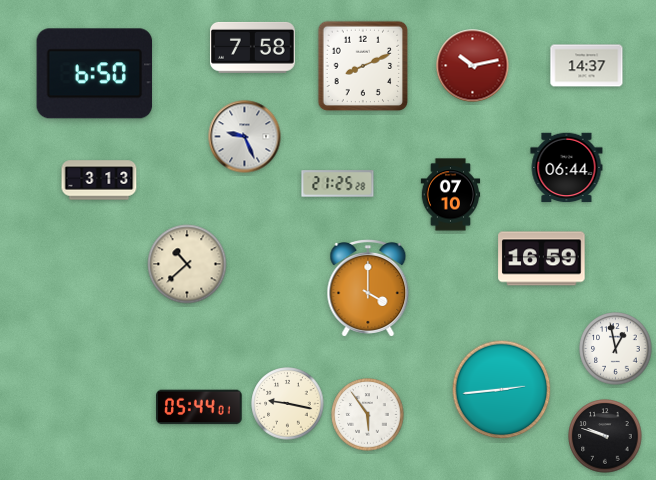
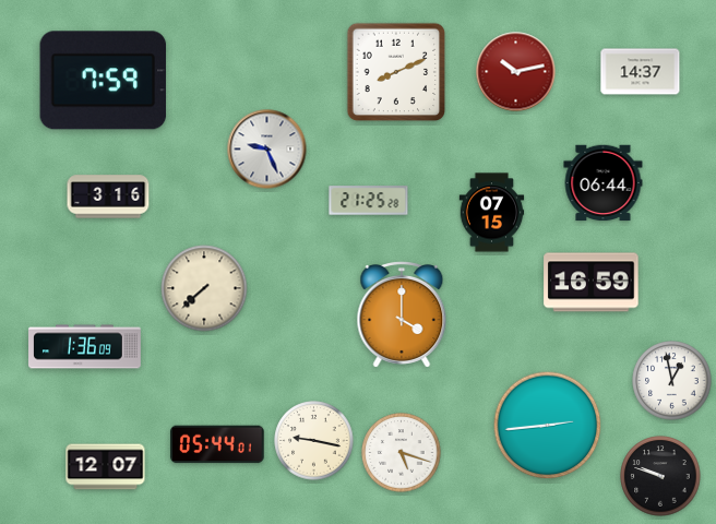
clock at (253, 47): 7:58 -> none
clock at (95, 74): 6:50 -> 7:59
clock at (567, 168) position: (567, 168) -> (604, 183)
clock at (99, 180): 3:13 -> 3:16
clock at (451, 195): 07:10 -> 07:15
clock at (187, 264): 10:38 -> 7:38
clock at (85, 347): none -> 1:36
clock at (368, 415): 5:54 -> 5:18
clock at (106, 467): none -> 12:07
